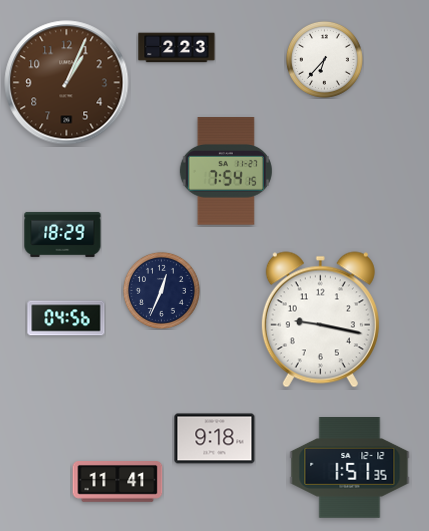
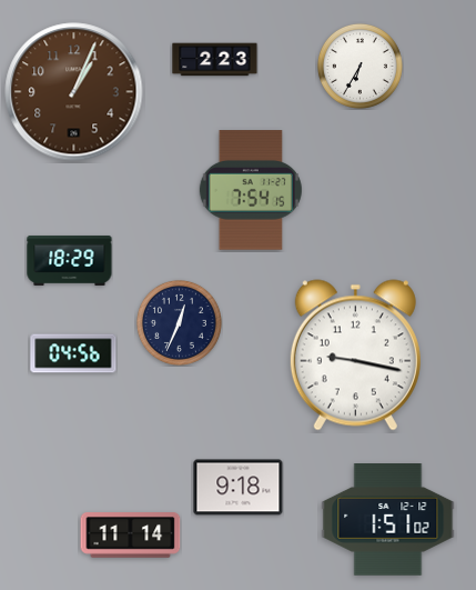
clock at (177, 48) position: (177, 48) -> (215, 60)
clock at (324, 59): 6:37 -> 6:35
clock at (350, 468): 1:51:35 -> 1:51:02
clock at (118, 482): 11:41 -> 11:14
